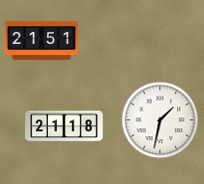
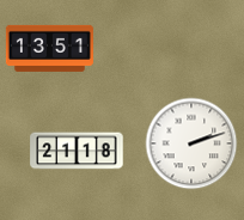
clock at (41, 40): 21:51 -> 13:51
clock at (160, 120): 1:32 -> 2:12
